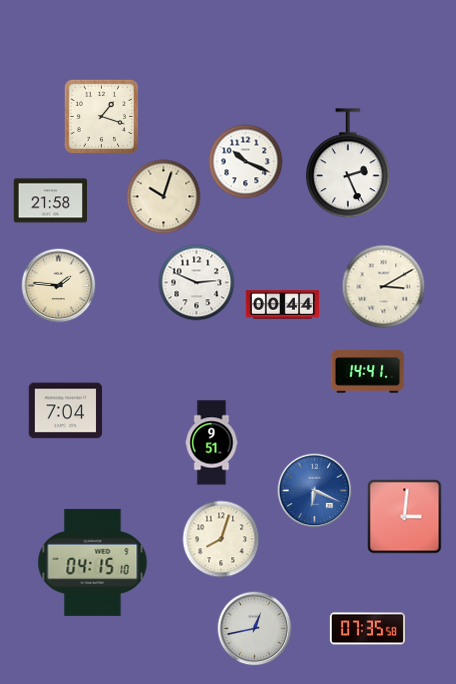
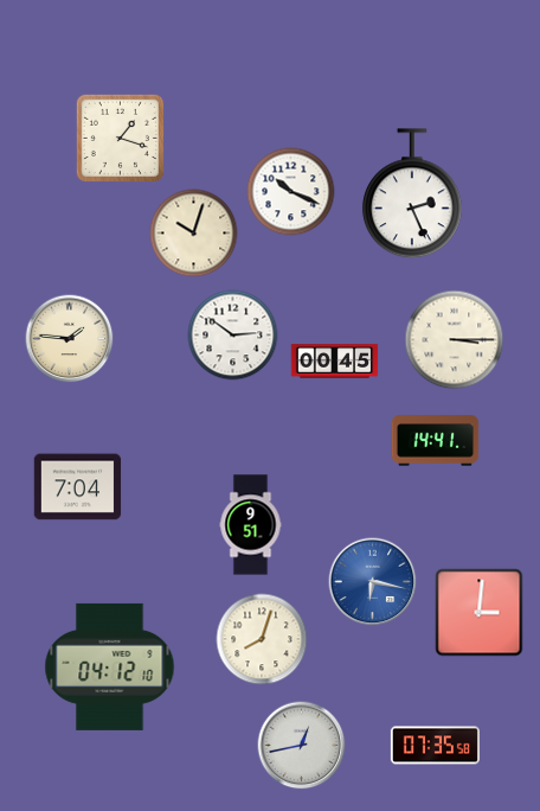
clock at (51, 201): 21:58 -> none
clock at (197, 283): 2:49 -> 2:51
clock at (384, 287): 3:10 -> 3:15
clock at (283, 305): 00:44 -> 00:45
clock at (315, 491): 6:19 -> 6:17
clock at (93, 562): 04:15 -> 04:12
